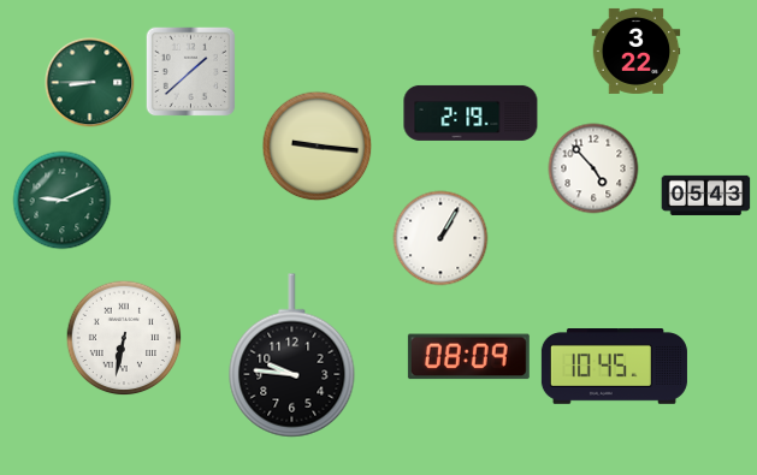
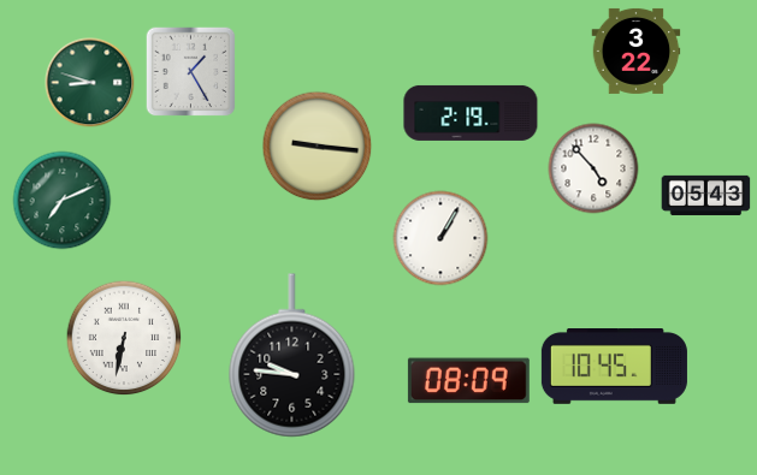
clock at (191, 72): 1:38 -> 1:25
clock at (90, 83): 8:45 -> 8:48
clock at (63, 201): 9:11 -> 7:11
clock at (468, 357) position: (468, 357) -> (468, 381)
